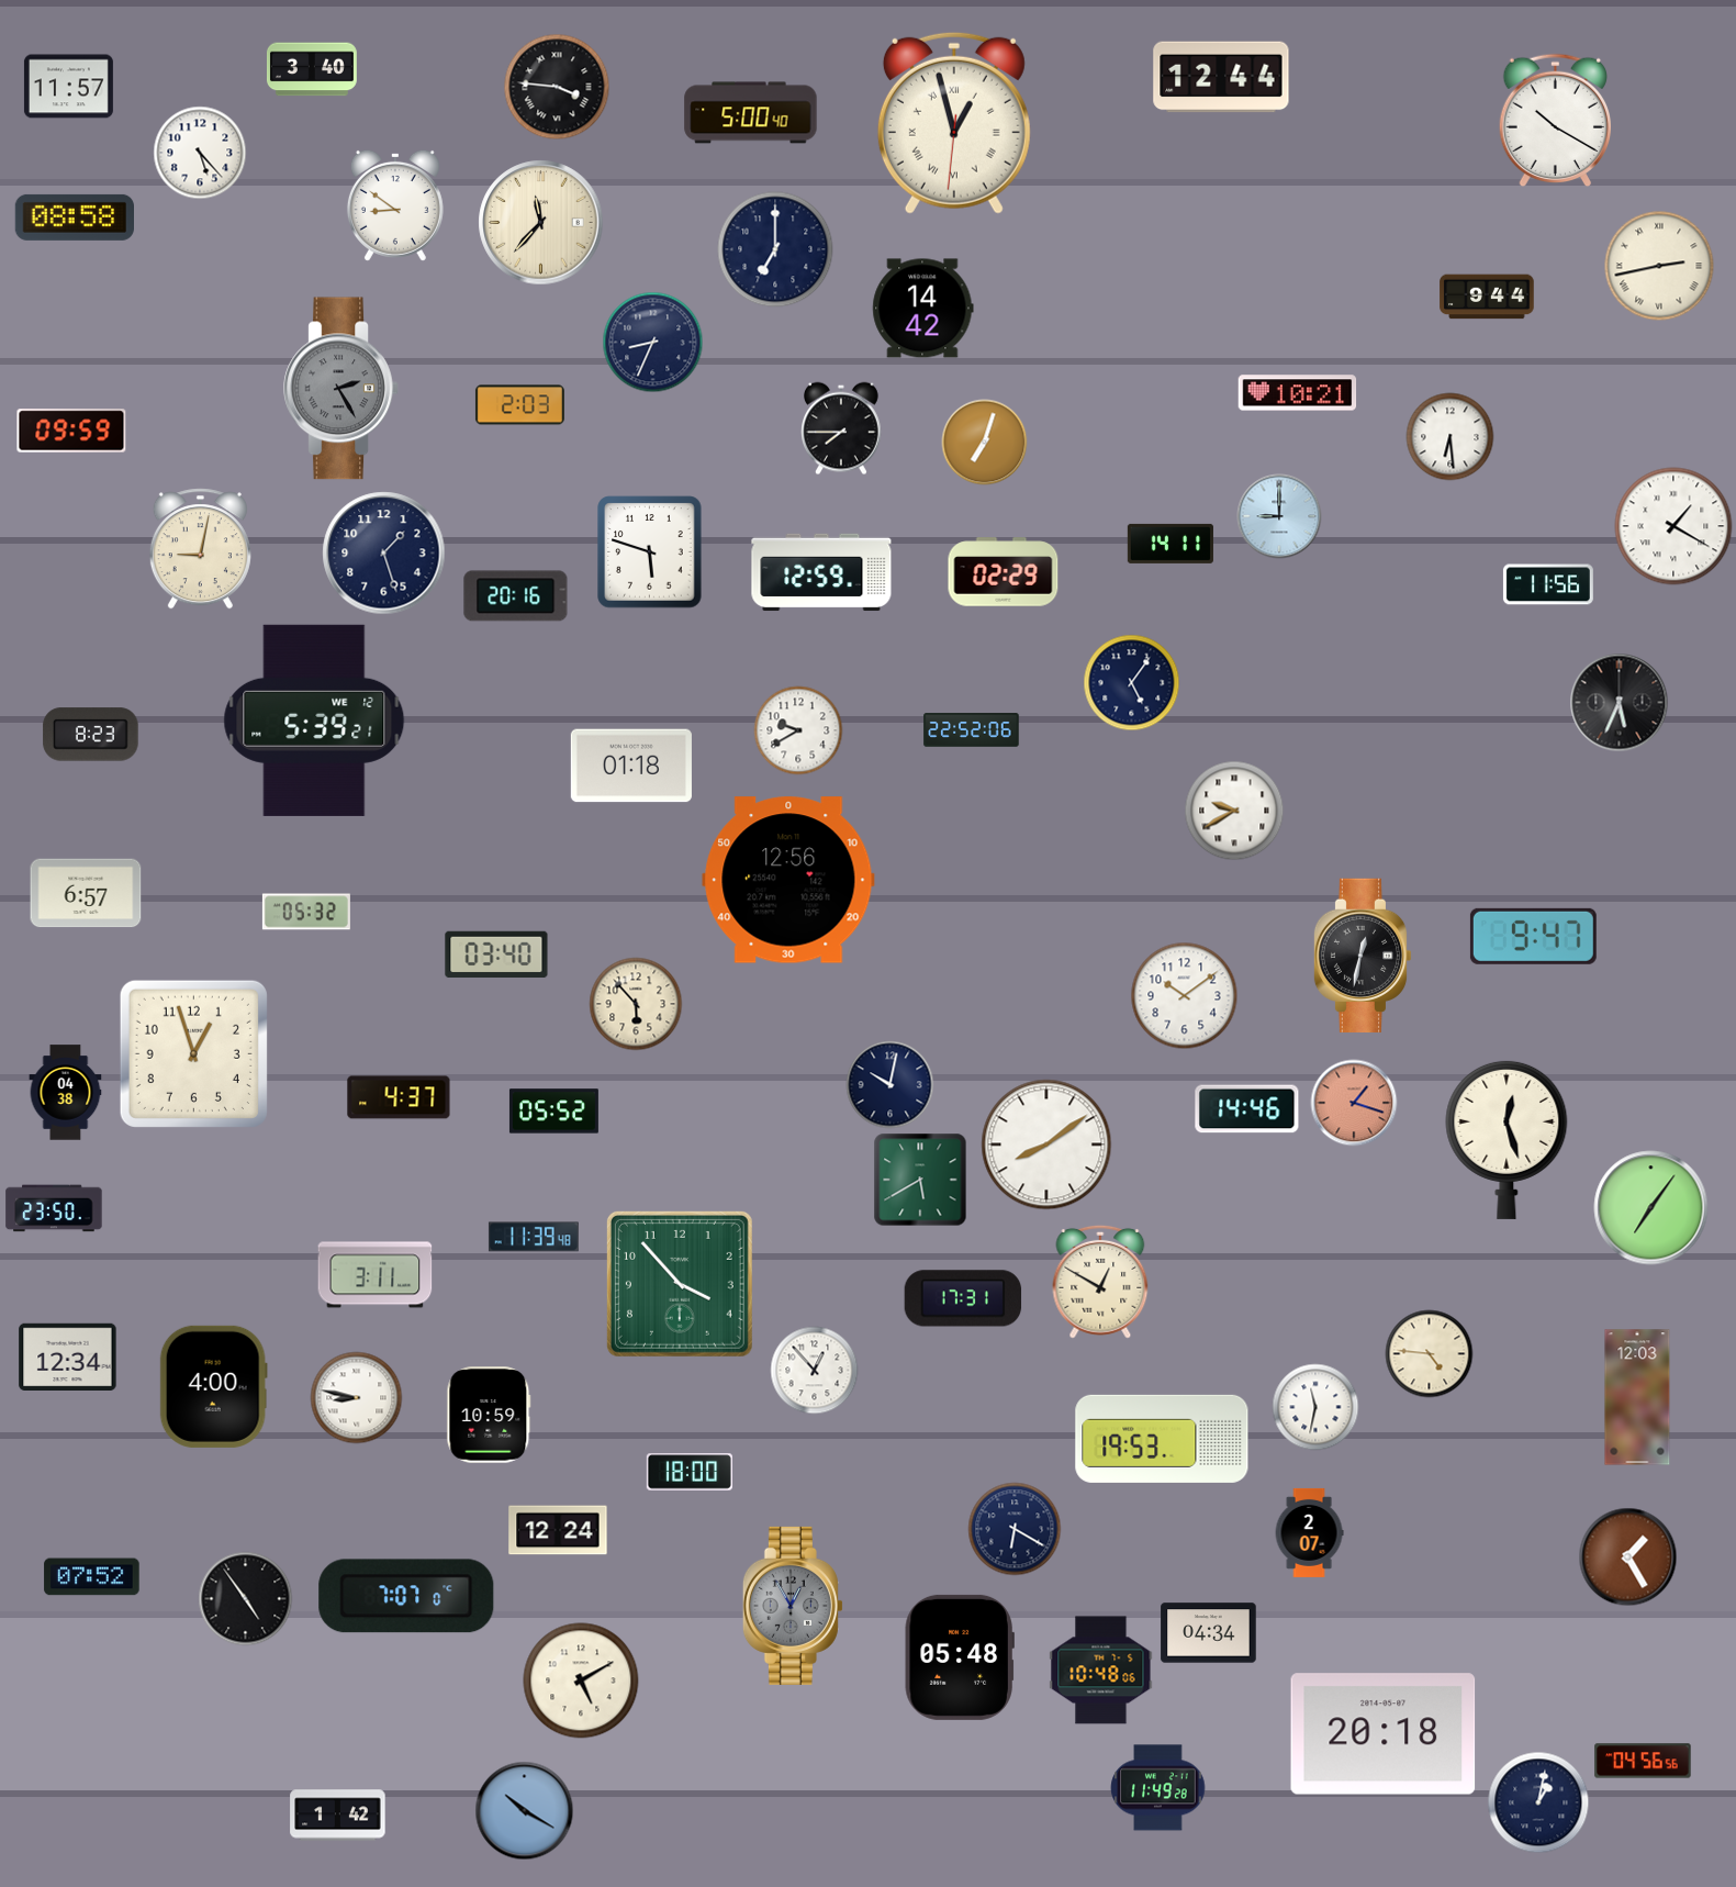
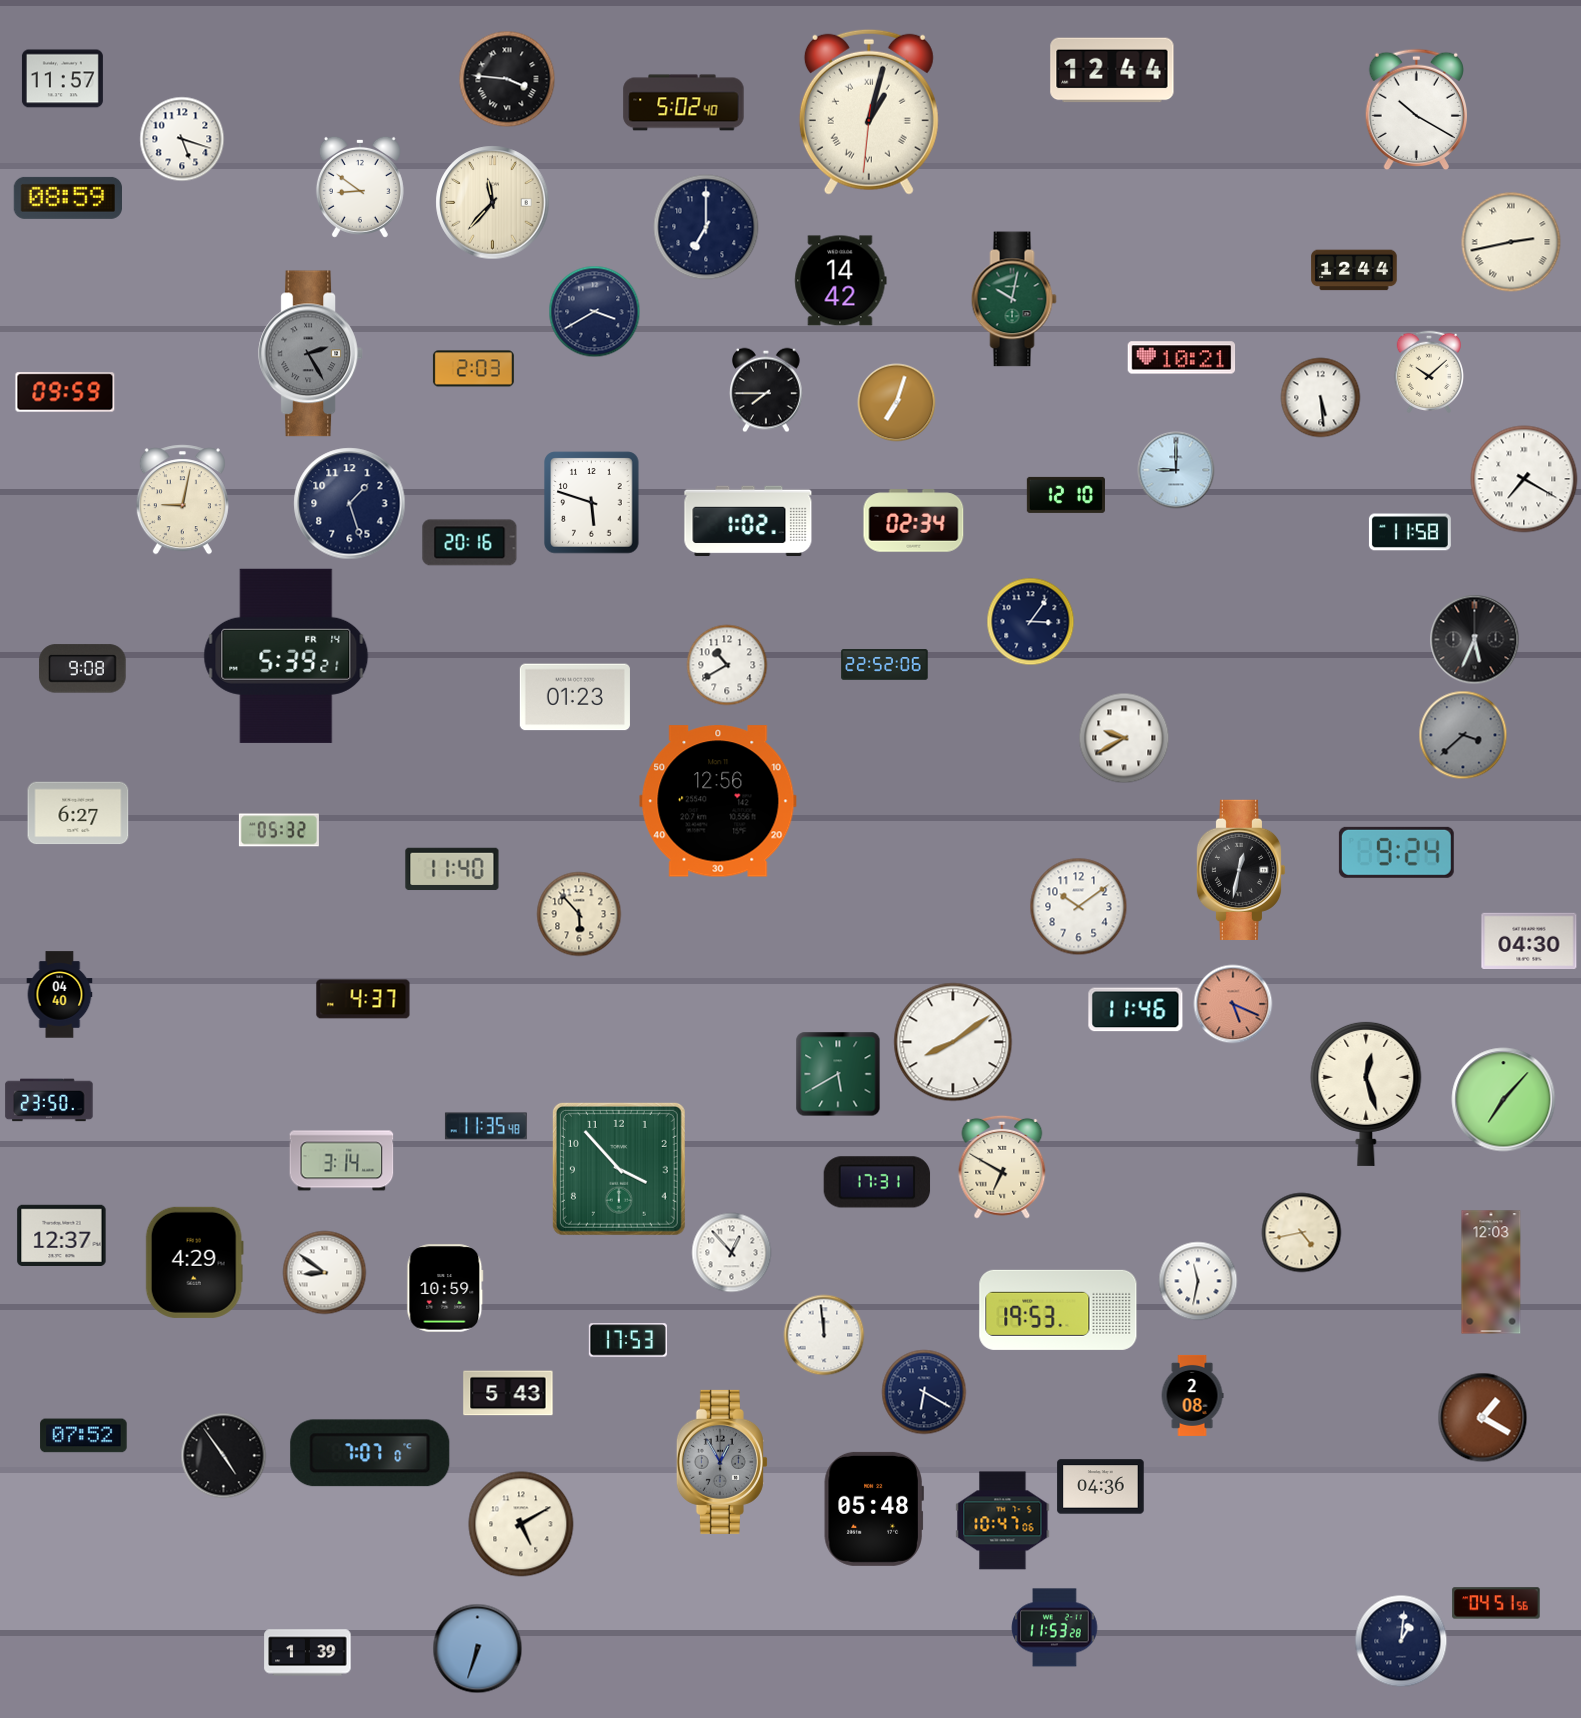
clock at (312, 69): 3:40 -> none
clock at (751, 113): 5:00 -> 5:02
clock at (954, 123): 12:57 -> 1:02
clock at (200, 153): 5:23 -> 5:18
clock at (74, 217): 08:58 -> 08:59
clock at (1487, 297): 9:44 -> 12:44
clock at (1014, 299): none -> 10:02
clock at (653, 343): 8:34 -> 3:40
clock at (1428, 371): none -> 10:08
clock at (1451, 437): 6:29 -> 5:29
clock at (1279, 516) position: (1279, 516) -> (1176, 470)
clock at (1673, 526): 1:20 -> 7:20
clock at (1171, 544): 14:11 -> 12:10
clock at (821, 572): 12:59 -> 1:02
clock at (1004, 572): 02:29 -> 02:34
clock at (1548, 584): 11:56 -> 11:58
clock at (1132, 683): 5:06 -> 3:06
clock at (314, 721) date: WE 12 -> FR 14
clock at (798, 730): 9:40 -> 10:40
clock at (91, 735): 8:23 -> 9:08
clock at (631, 766): 01:18 -> 01:23
clock at (1463, 735): none -> 3:38
clock at (86, 893): 6:57 -> 6:27
clock at (1533, 936): 9:47 -> 9:24
clock at (496, 954): 03:40 -> 11:40
clock at (1529, 940): none -> 04:30
clock at (193, 1053): 12:57 -> none
clock at (891, 1085): 10:02 -> none
clock at (66, 1093): 04:38 -> 04:40
clock at (1354, 1103): 1:18 -> 5:19
clock at (1247, 1109): 14:46 -> 11:46
clock at (553, 1112): 05:52 -> none
clock at (1507, 1139) position: (1507, 1139) -> (1366, 1093)
clock at (1651, 1208): 7:06 -> 7:07
clock at (534, 1237): 11:39 -> 11:35
clock at (376, 1275): 3:11 -> 3:14
clock at (1100, 1282): 12:50 -> 6:50
clock at (1430, 1354): 4:46 -> 4:43
clock at (68, 1356): 12:34 -> 12:37
clock at (815, 1371) position: (815, 1371) -> (732, 1253)
clock at (213, 1386): 4:00 -> 4:29
clock at (357, 1398): 8:47 -> 8:51
clock at (824, 1335): none -> 11:59
clock at (690, 1472): 18:00 -> 17:53
clock at (558, 1530): 12:24 -> 5:43
clock at (1309, 1532): 2:07 -> 2:08
clock at (1628, 1557): 1:25 -> 1:20
clock at (1209, 1633): 04:34 -> 04:36
clock at (1101, 1671): 10:48 -> 10:47
clock at (581, 1681) position: (581, 1681) -> (521, 1524)
clock at (1384, 1734): 20:18 -> none
clock at (1643, 1761): 04:56 -> 04:51
clock at (1158, 1788): 11:49 -> 11:53
clock at (1538, 1802): 1:02 -> 1:01
clock at (525, 1811): 10:20 -> 6:33
clock at (338, 1816): 1:42 -> 1:39
